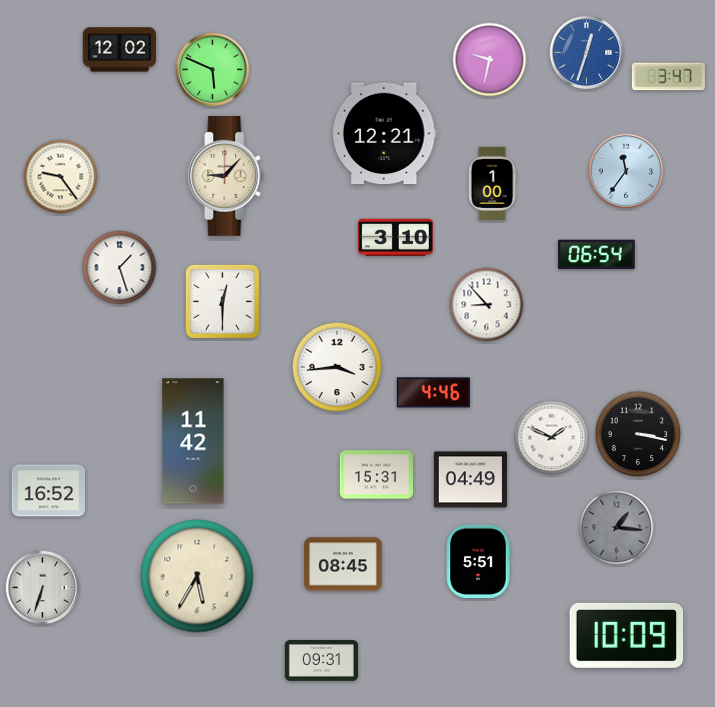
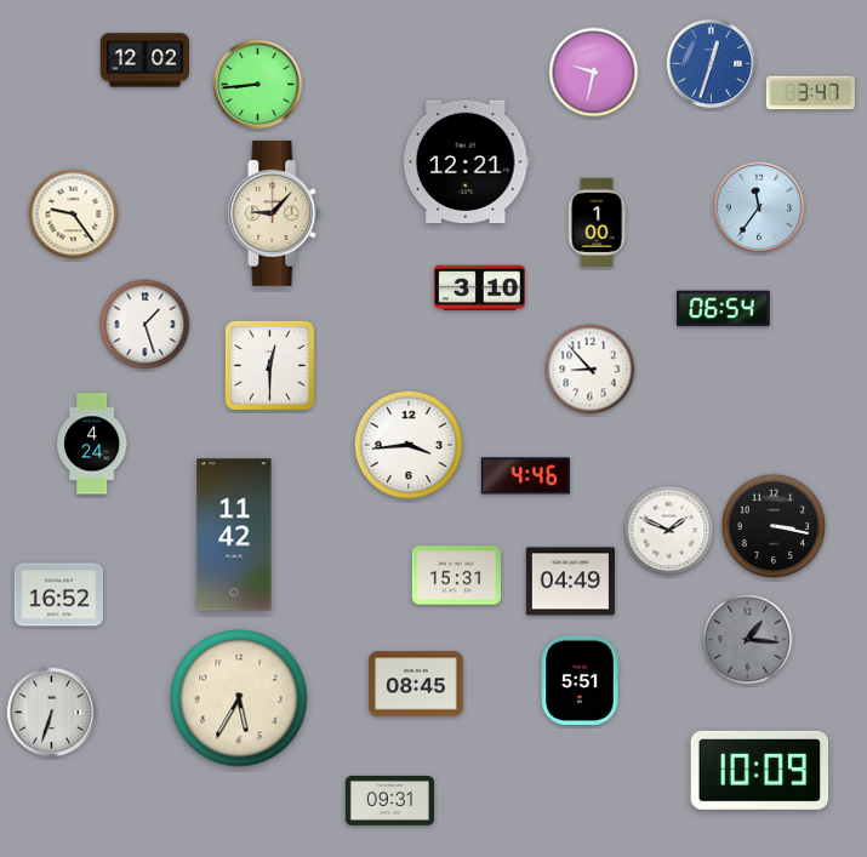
clock at (213, 70): 5:49 -> 8:44
clock at (92, 444): none -> 4:24
